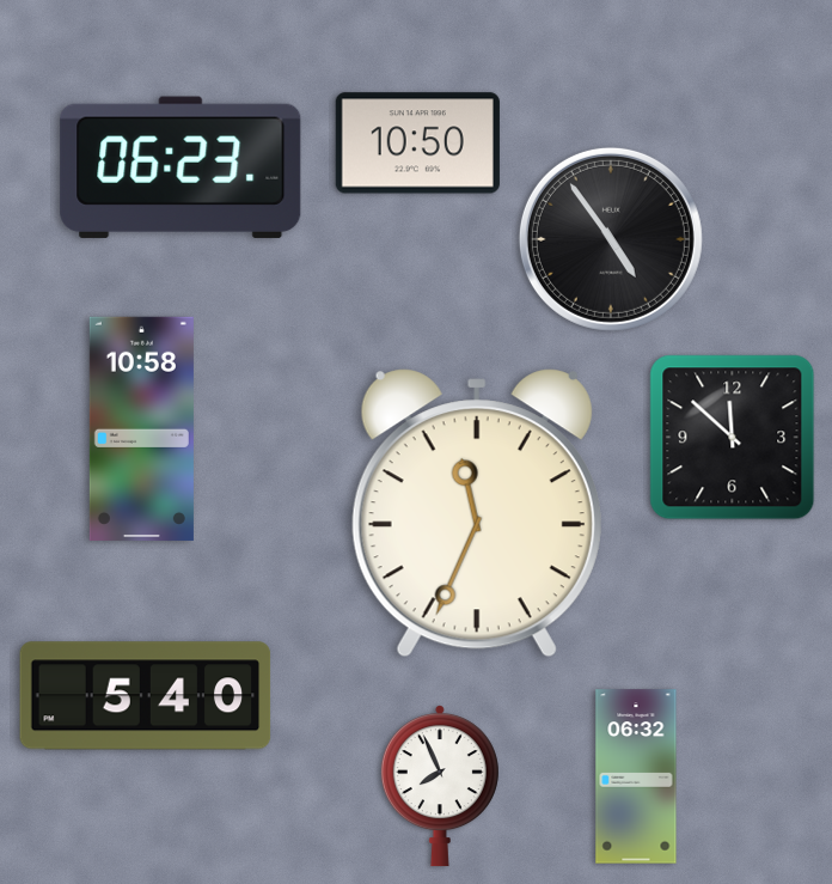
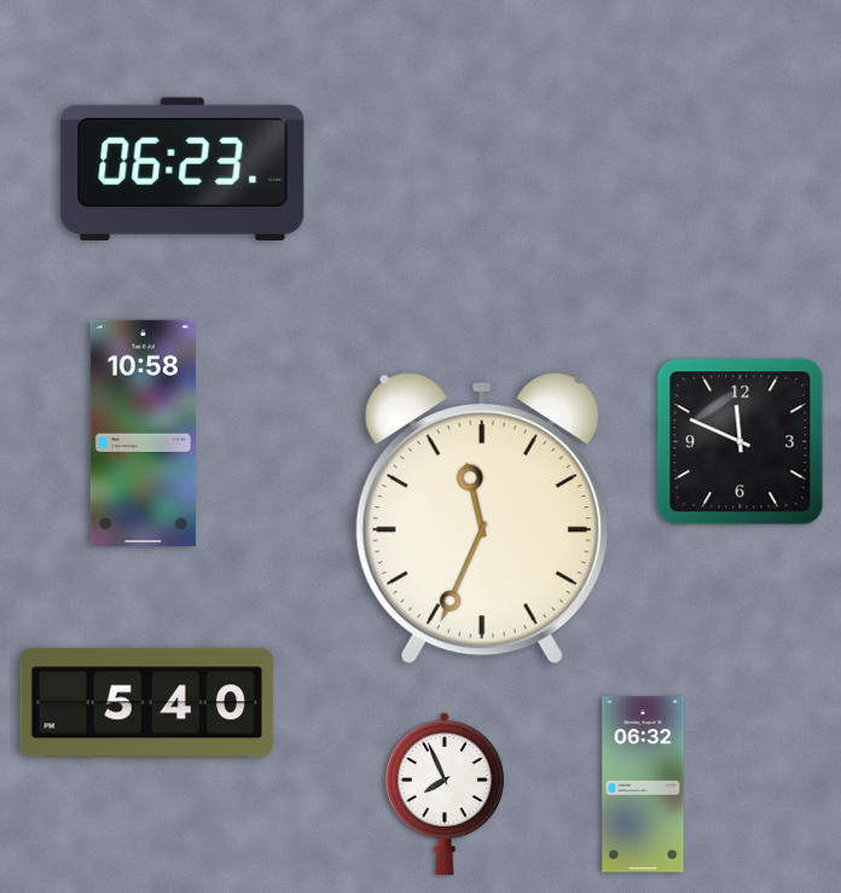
clock at (417, 144): 10:50 -> none
clock at (611, 239): 4:54 -> none
clock at (733, 438): 11:52 -> 11:49
